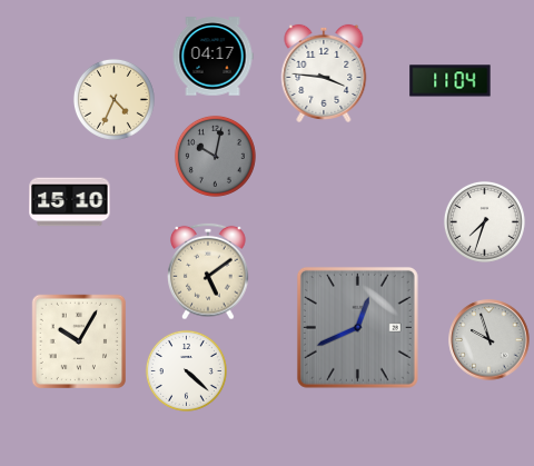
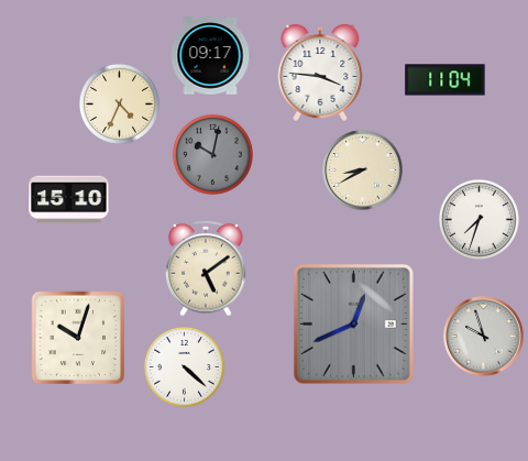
clock at (212, 57): 04:17 -> 09:17
clock at (113, 99) position: (113, 99) -> (119, 103)
clock at (363, 171): none -> 8:40
clock at (78, 340): 10:05 -> 10:03
